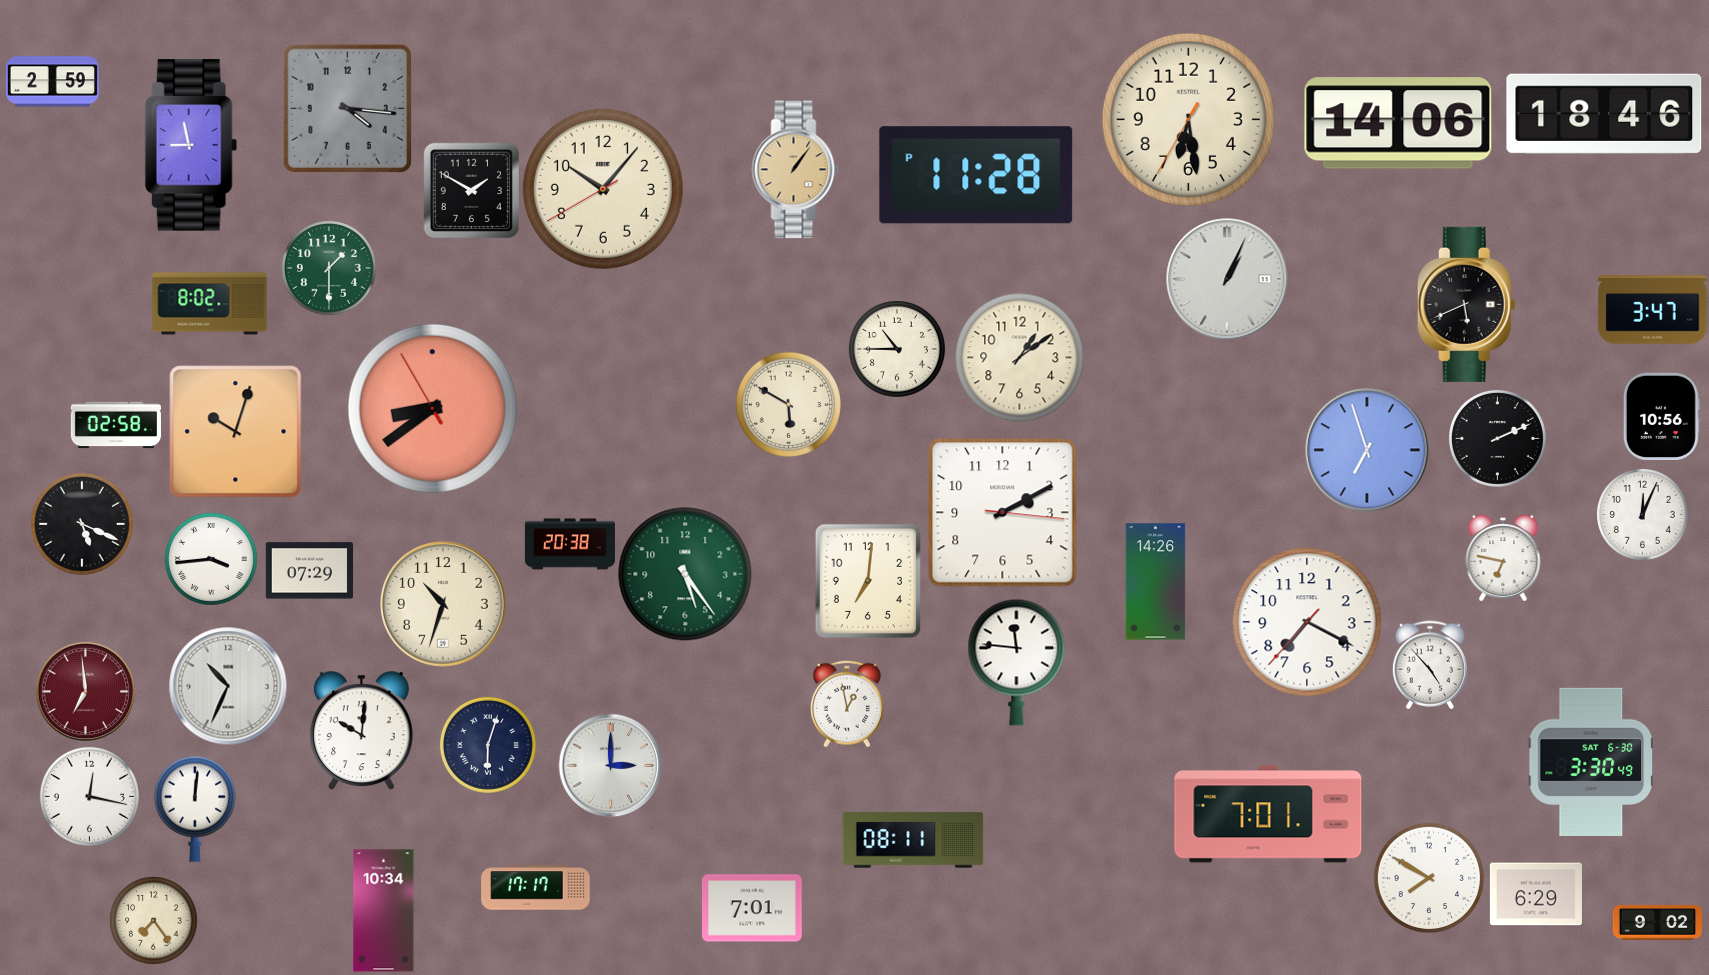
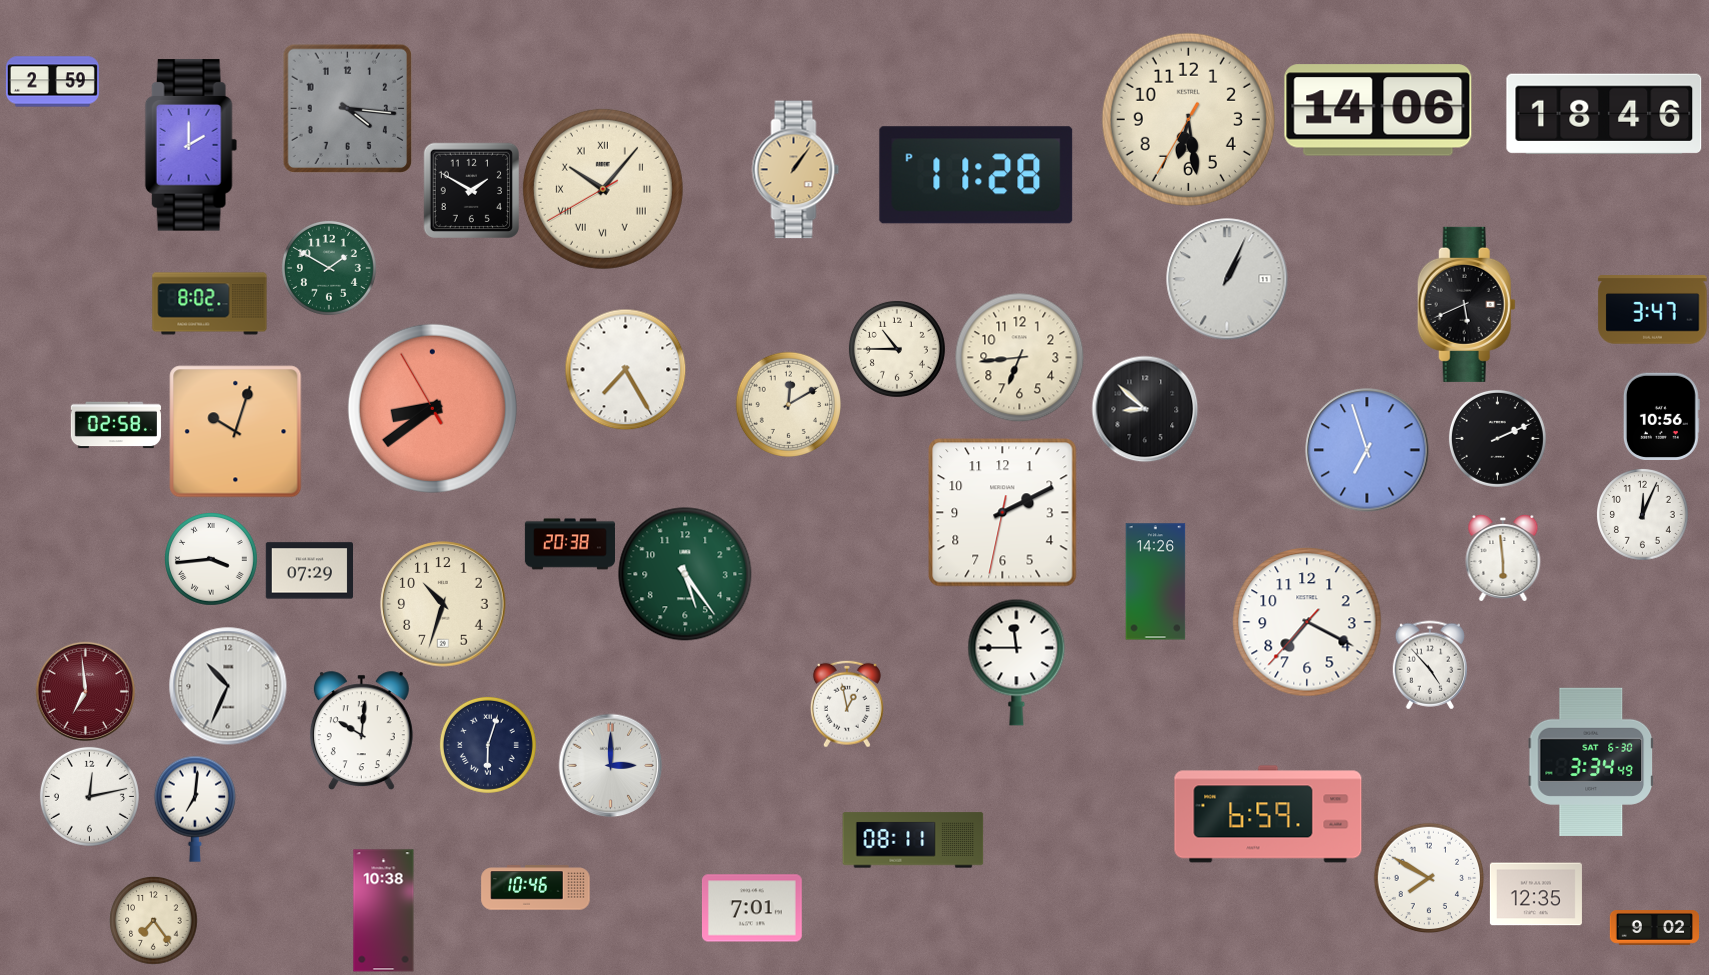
clock at (1398, 123) position: (1398, 123) -> (1378, 110)
clock at (191, 145): 8:58 -> 2:00
clock at (603, 189) numerals: Arabic -> Roman
clock at (329, 268): 1:30 -> 1:50
clock at (1019, 357): 1:09 -> 6:44
clock at (625, 369): none -> 7:25
clock at (788, 404): 5:50 -> 12:10
clock at (1145, 409): none -> 8:52
clock at (1003, 513): 2:10:16 -> 2:10:32
clock at (82, 524): 5:19 -> none
clock at (1503, 558): 6:47 -> 5:59
clock at (868, 581): 7:01 -> none
clock at (1017, 662): 11:46 -> 11:45
clock at (1591, 761): 3:30 -> 3:34
clock at (89, 796): 12:17 -> 12:13
clock at (195, 809): 12:01 -> 7:01
clock at (1268, 814): 7:01 -> 6:59
clock at (536, 888): 17:17 -> 10:46
clock at (1536, 894): 6:29 -> 12:35
clock at (384, 911): 10:34 -> 10:38
clock at (1657, 923) position: (1657, 923) -> (1654, 928)
